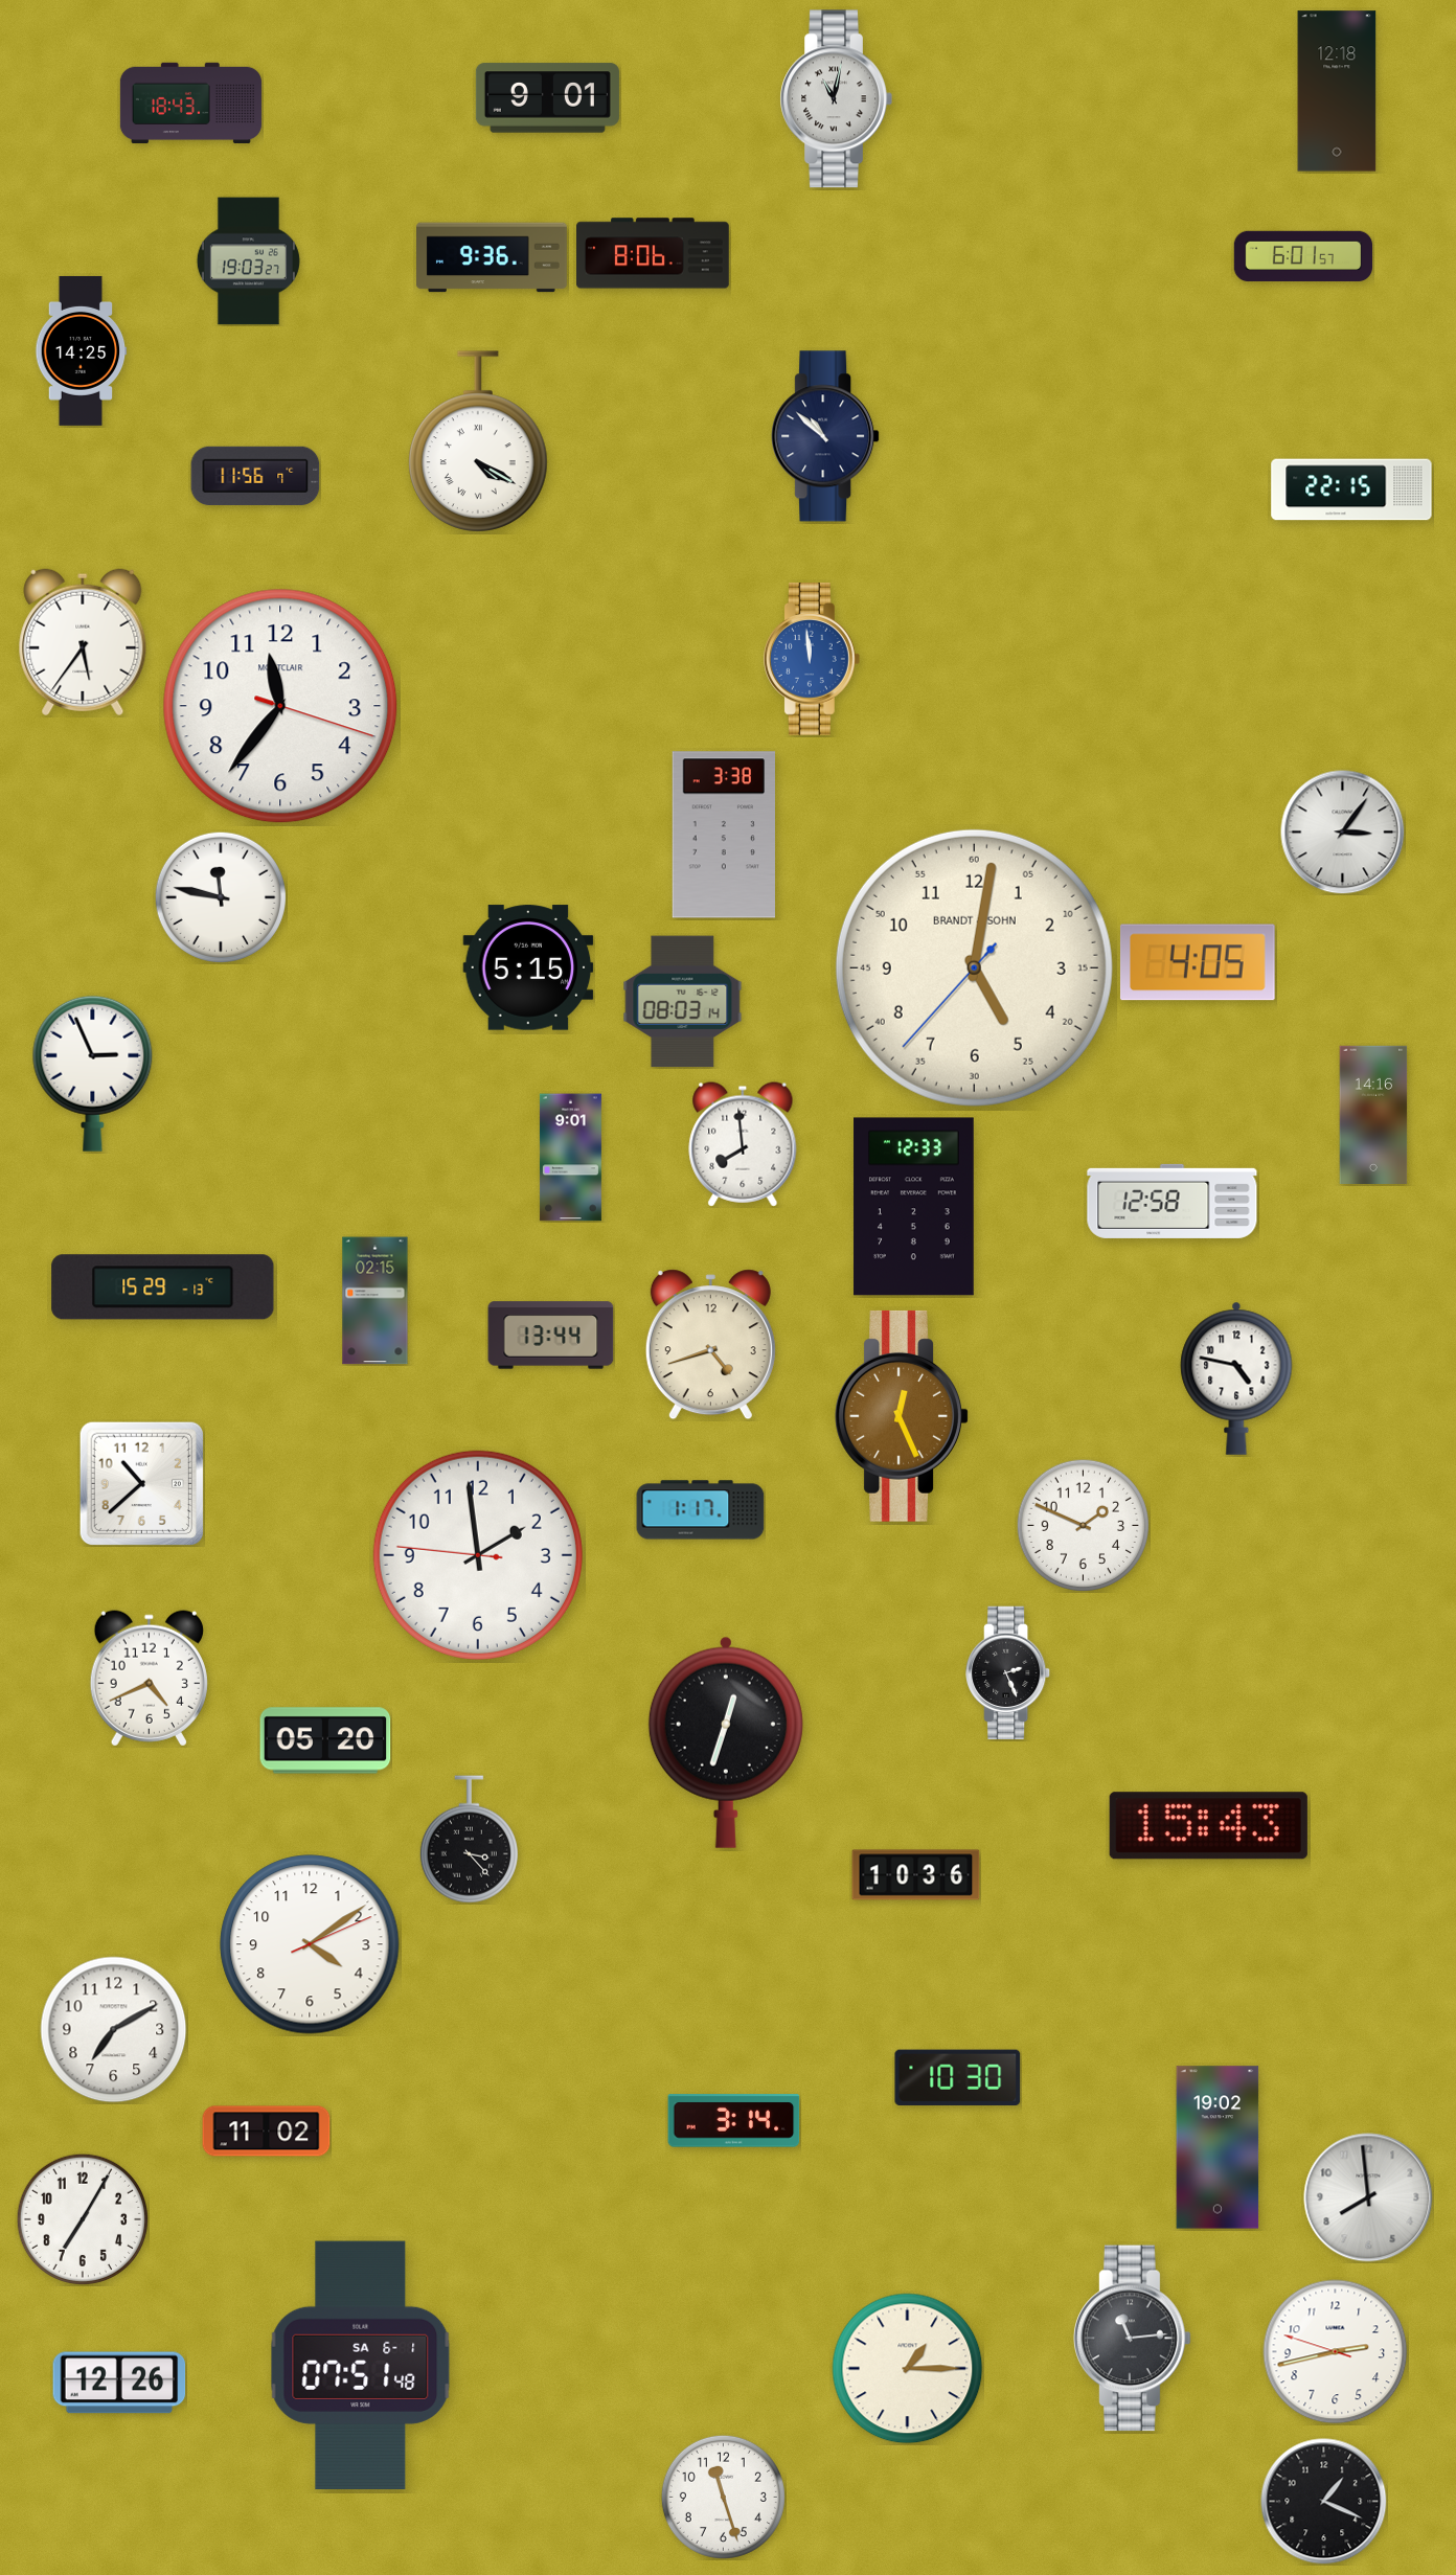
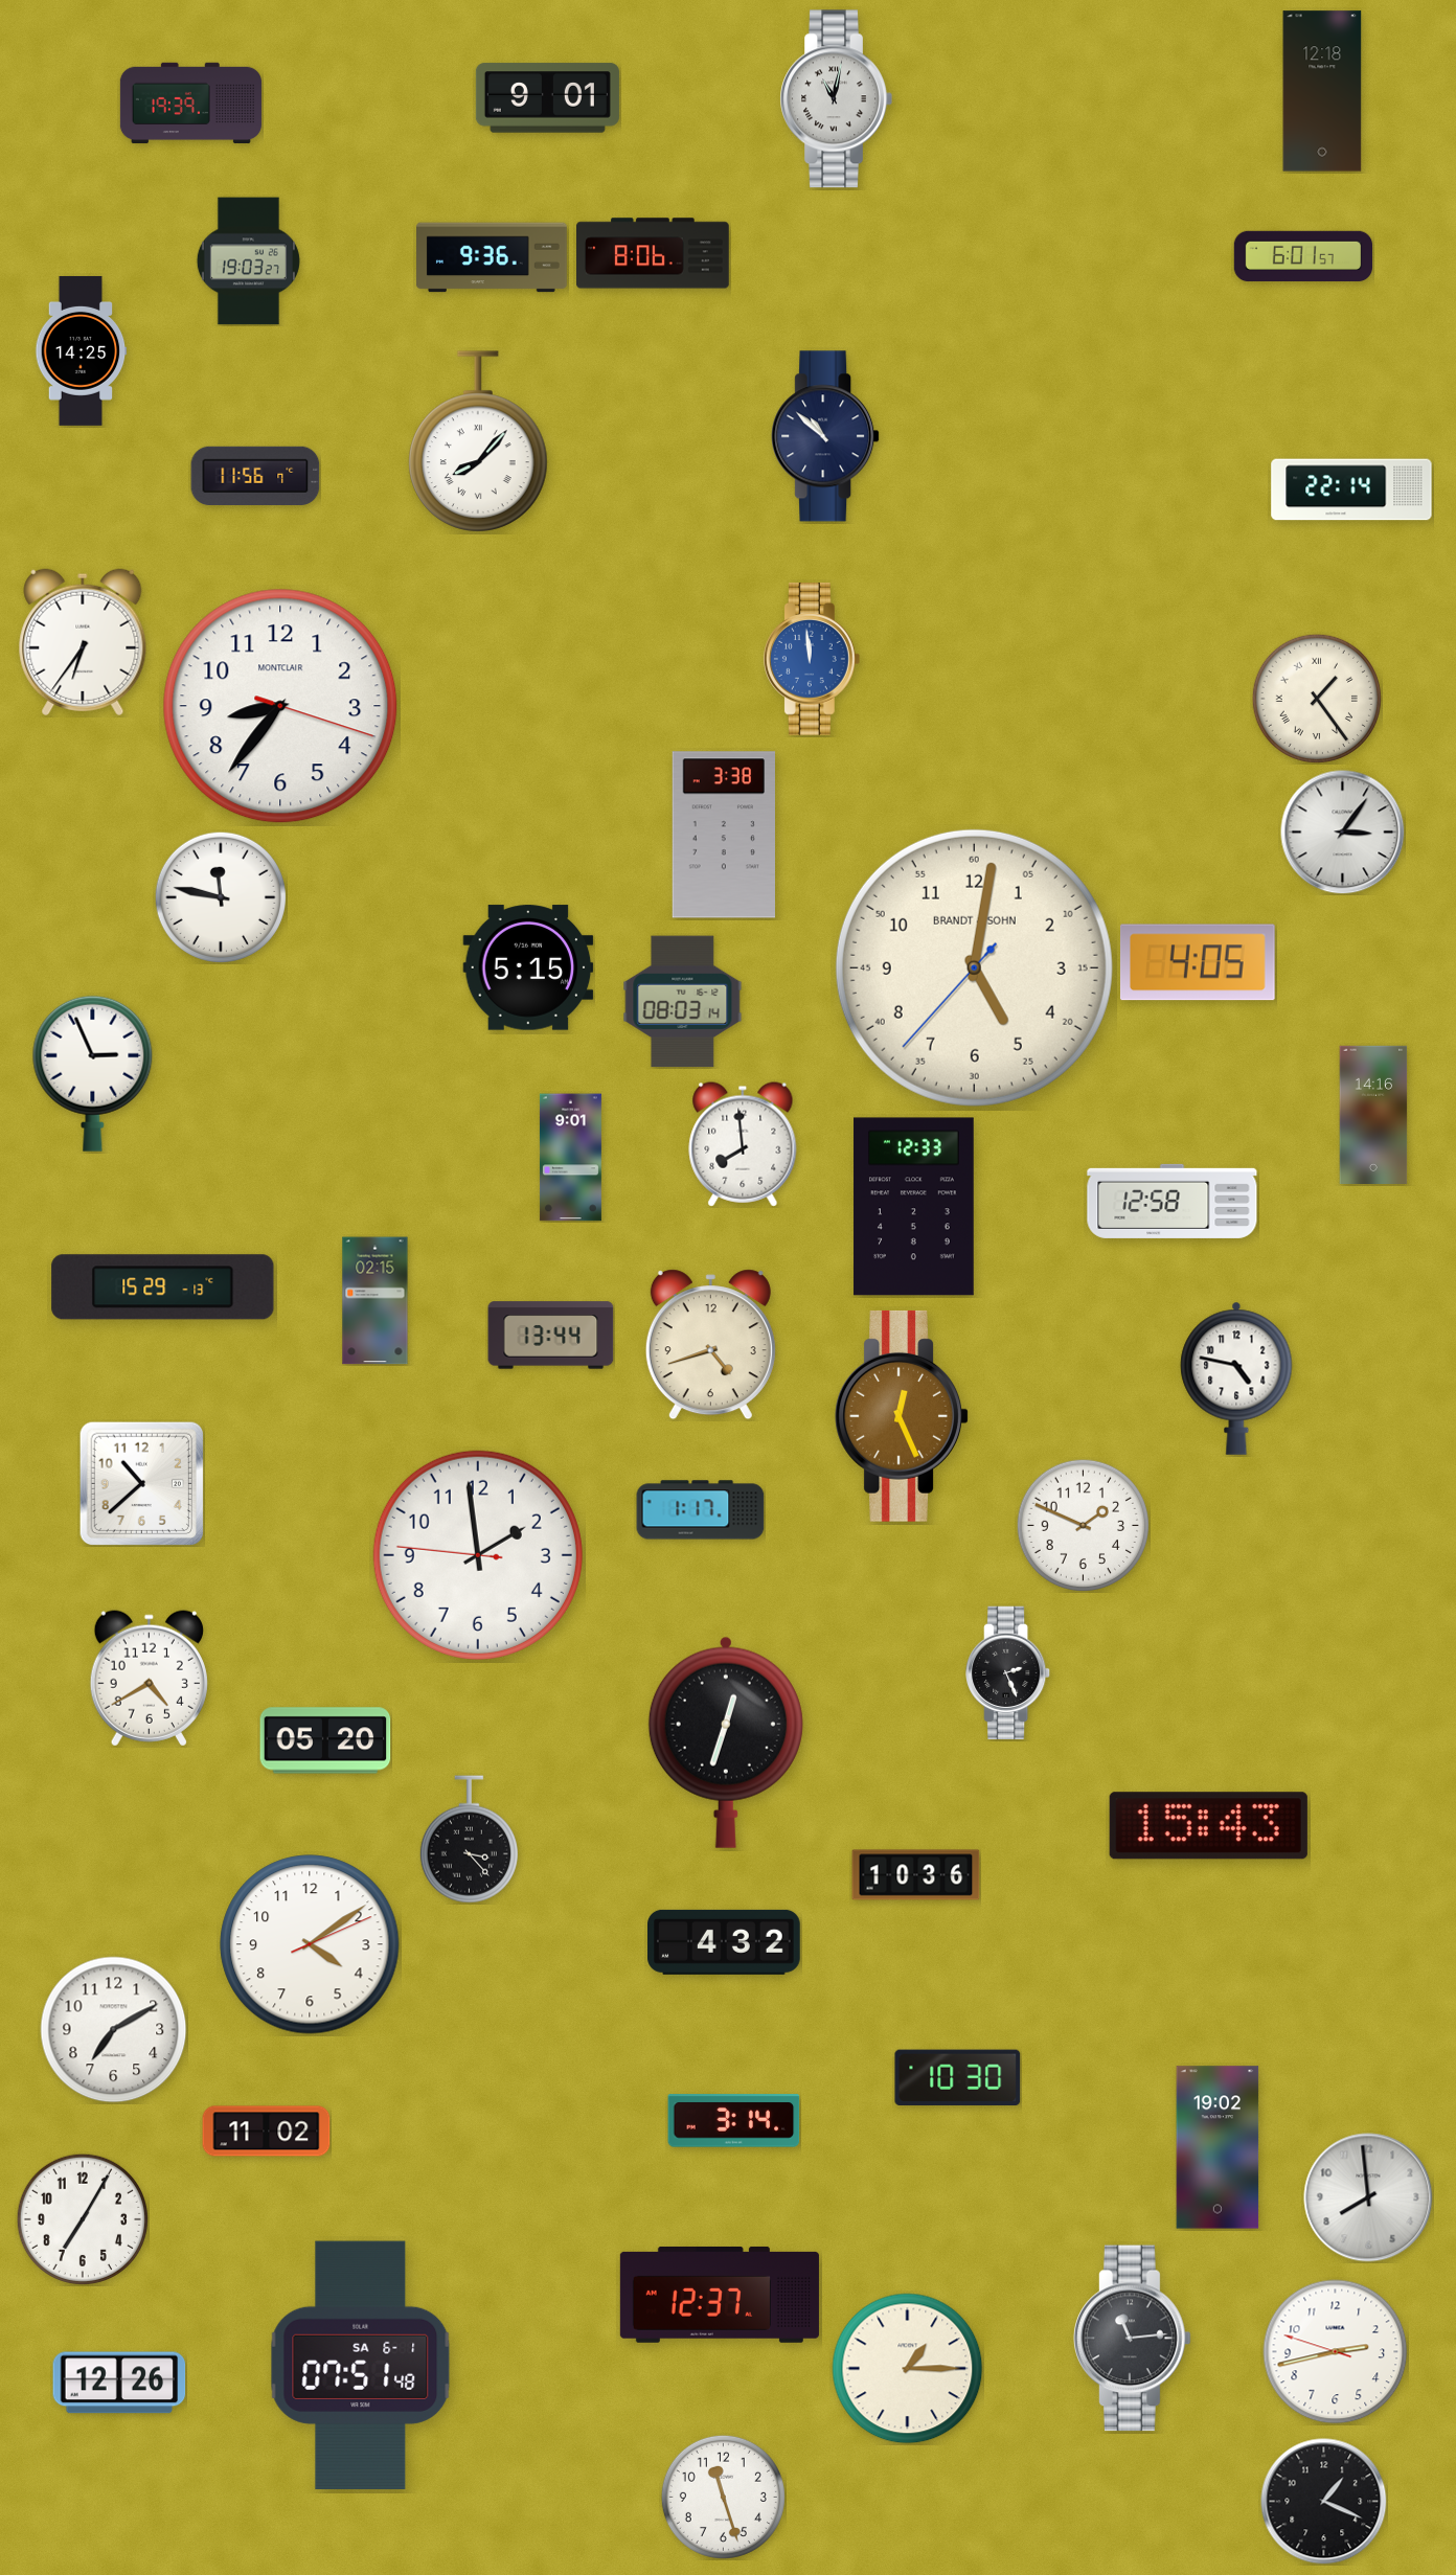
clock at (1337, 91) position: (1337, 91) -> (1322, 91)
clock at (190, 104): 18:43 -> 19:39
clock at (479, 441): 4:20 -> 8:07
clock at (1351, 489): 22:15 -> 22:14
clock at (83, 642): 5:36 -> 6:36
clock at (1317, 699): none -> 1:24
clock at (280, 706): 11:36 -> 8:36
clock at (149, 1679): 4:41 -> 4:40
clock at (725, 1942): none -> 4:32
clock at (720, 2295): none -> 12:37
